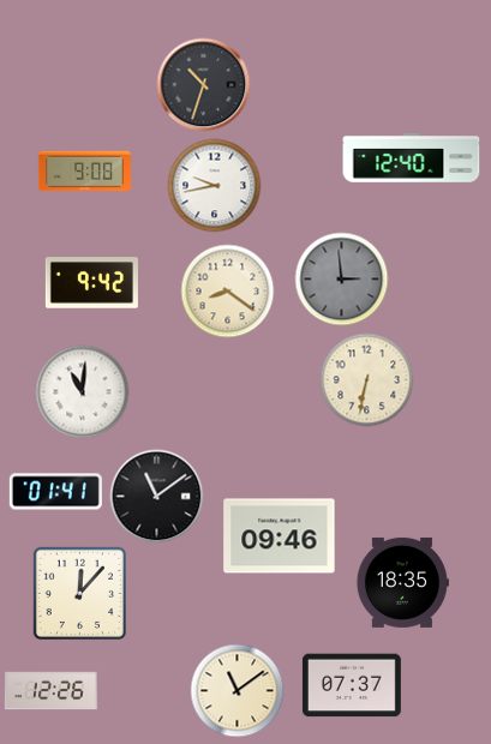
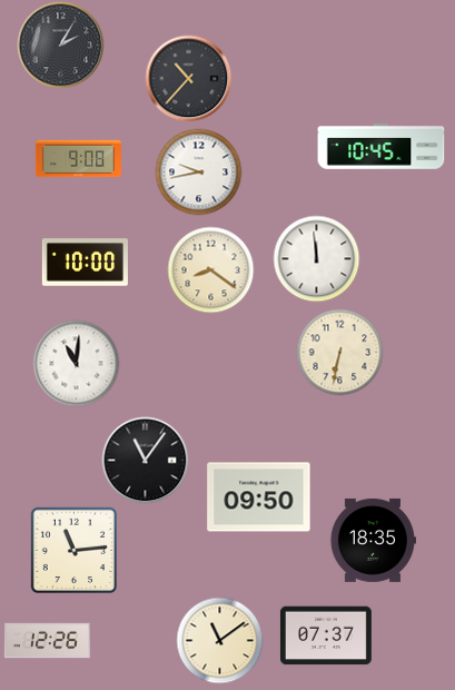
clock at (60, 45): none -> 2:05
clock at (203, 84): 10:33 -> 10:37
clock at (412, 158): 12:40 -> 10:45
clock at (341, 278): 2:59 -> 11:59
clock at (341, 278) dial: grey -> white
clock at (91, 283): 9:42 -> 10:00
clock at (55, 492): 01:41 -> none
clock at (156, 496): 11:09 -> 11:06
clock at (280, 536): 09:46 -> 09:50
clock at (79, 593): 12:07 -> 11:14
